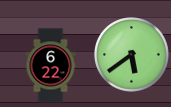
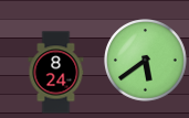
clock at (51, 66): 6:22 -> 8:24
